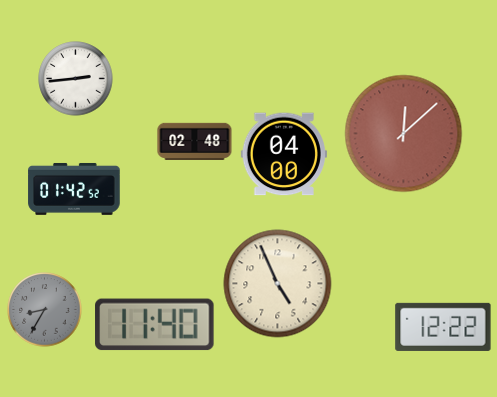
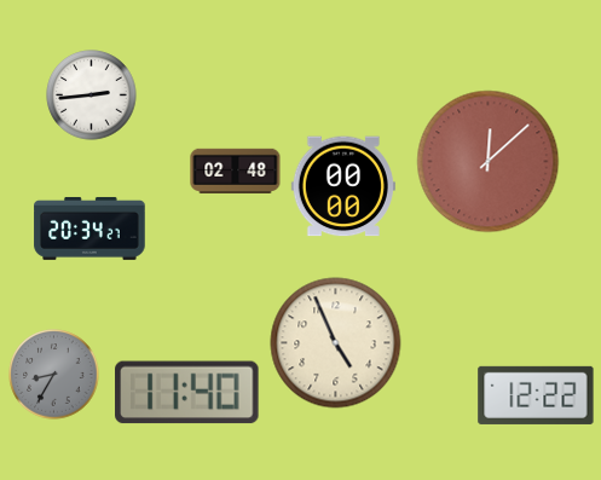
clock at (284, 154): 04:00 -> 00:00
clock at (74, 189): 01:42 -> 20:34
